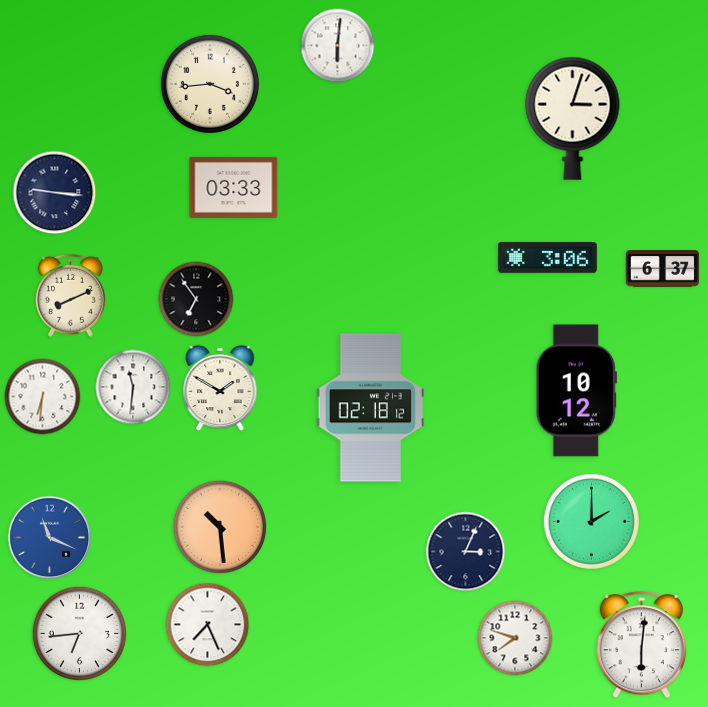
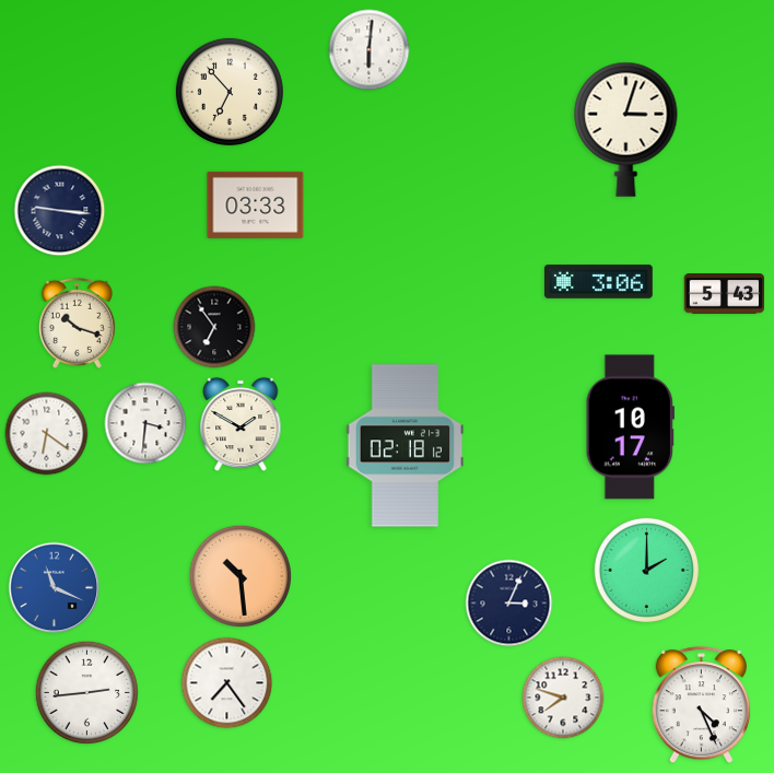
clock at (210, 84): 3:44 -> 6:53
clock at (663, 269): 6:37 -> 5:43
clock at (70, 295): 8:11 -> 10:18
clock at (133, 387): 11:31 -> 3:31
clock at (576, 391): 10:12 -> 10:17
clock at (43, 397): 6:31 -> 6:21
clock at (208, 625): 7:26 -> 7:24
clock at (79, 633): 6:44 -> 2:44
clock at (641, 645): 6:01 -> 4:26
